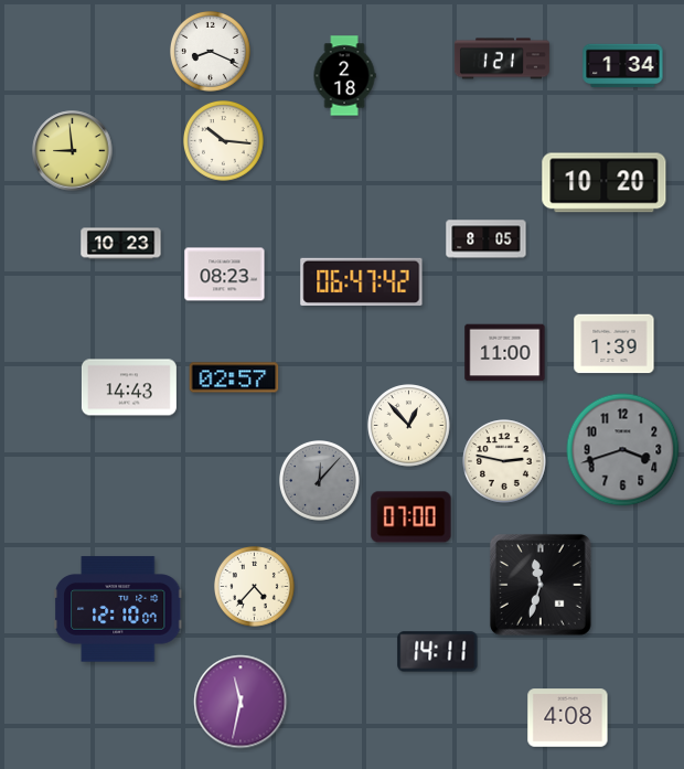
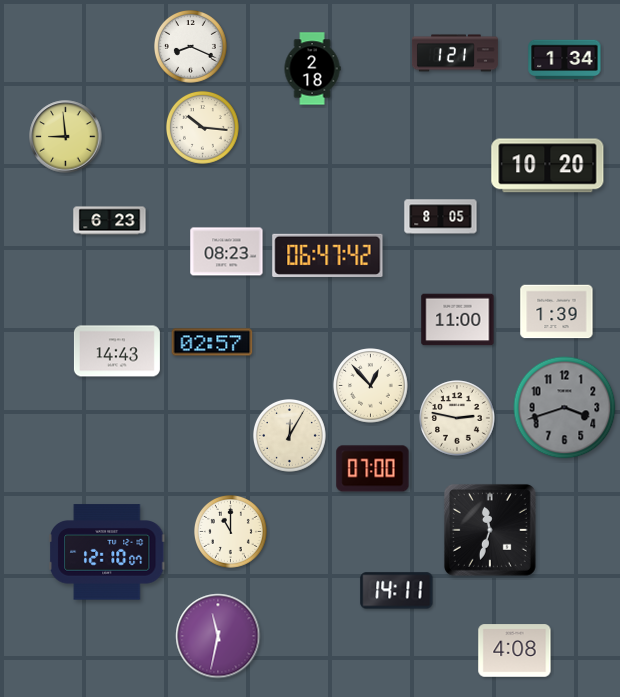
clock at (121, 244): 10:23 -> 6:23
clock at (225, 275) position: (225, 275) -> (227, 252)
clock at (320, 481): 12:07 -> 12:05
clock at (320, 481) dial: grey -> cream
clock at (255, 587): 4:37 -> 11:00
